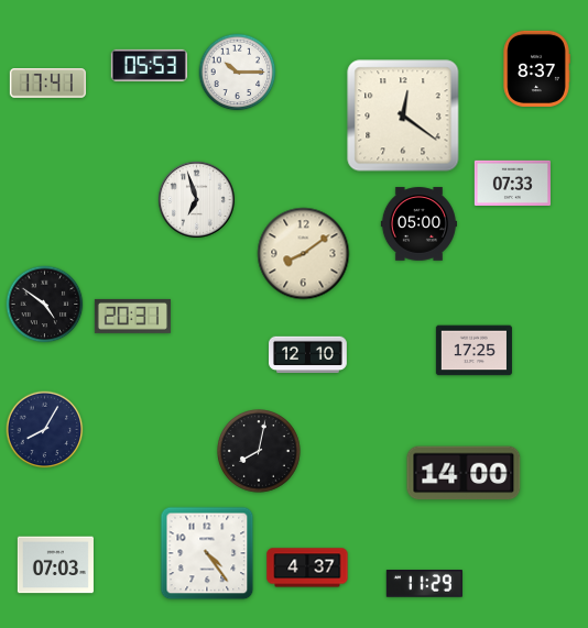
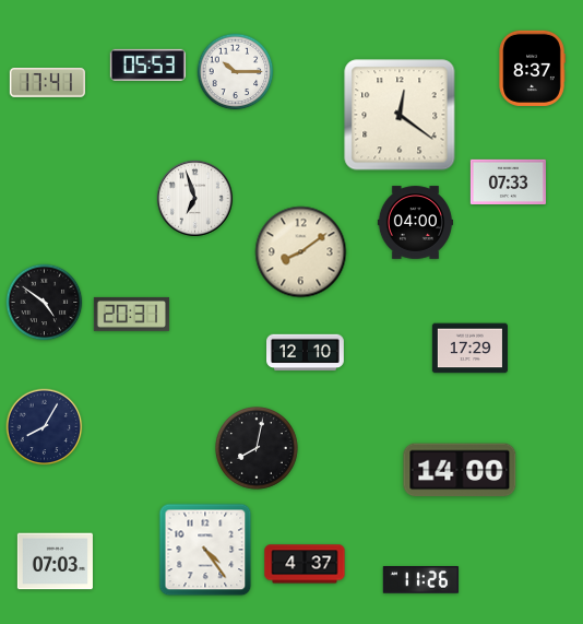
clock at (418, 224): 05:00 -> 04:00
clock at (473, 351): 17:25 -> 17:29
clock at (424, 584): 11:29 -> 11:26
